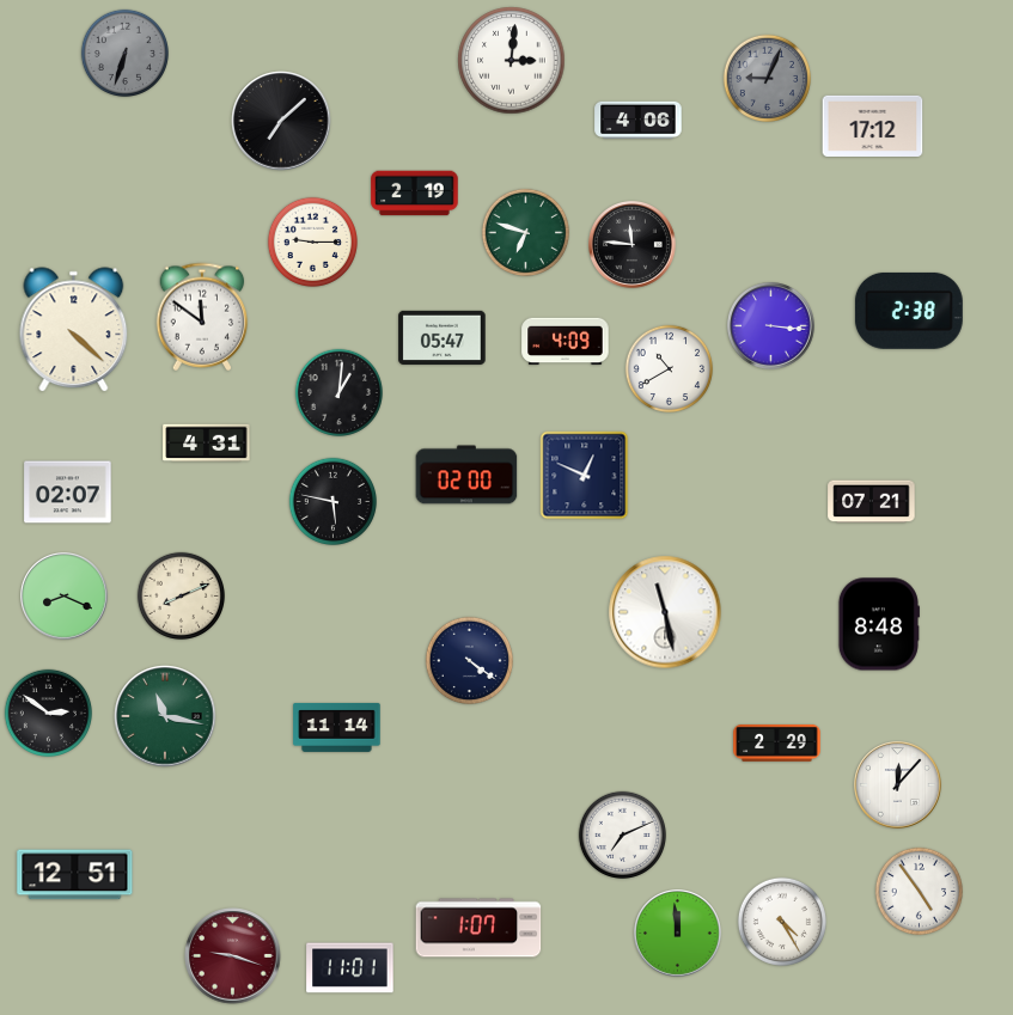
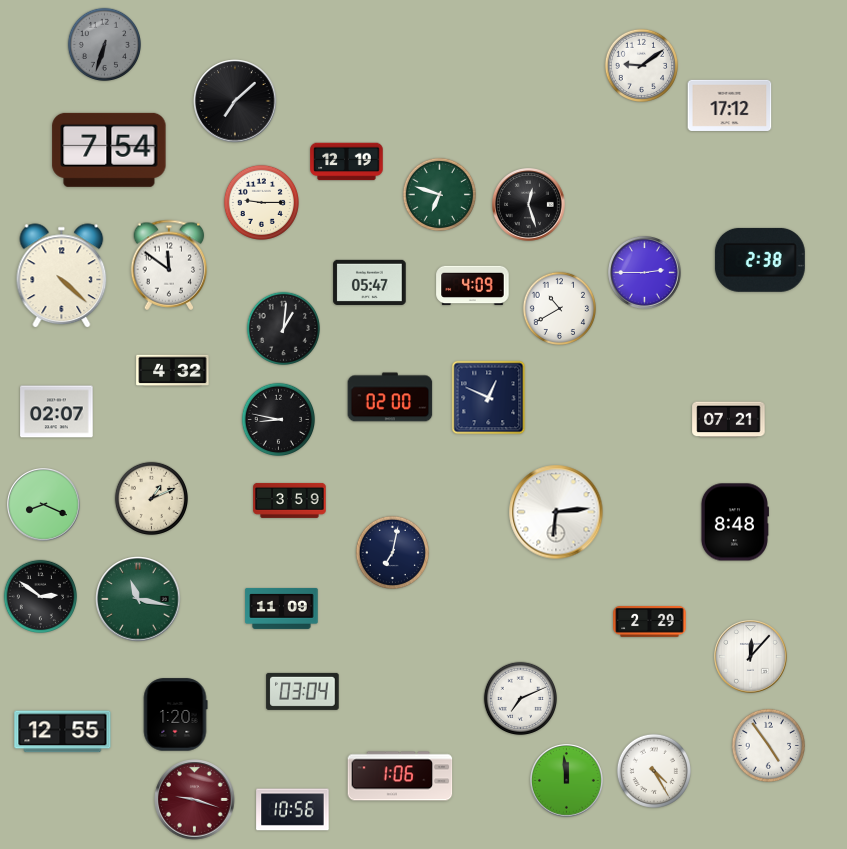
clock at (512, 61): 3:01 -> none
clock at (767, 78): 9:04 -> 9:09
clock at (767, 78) dial: grey -> white
clock at (639, 120): 4:06 -> none
clock at (109, 150): none -> 7:54
clock at (415, 194): 2:19 -> 12:19
clock at (633, 245): 11:46 -> 12:27
clock at (771, 326): 3:16 -> 2:45
clock at (207, 444): 4:31 -> 4:32
clock at (332, 501): 5:47 -> 8:47
clock at (181, 595): 8:11 -> 1:11
clock at (65, 597) position: (65, 597) -> (44, 505)
clock at (290, 500): none -> 3:59
clock at (665, 612): 11:28 -> 6:14
clock at (469, 660): 4:21 -> 7:02
clock at (337, 727): 11:14 -> 11:09
clock at (303, 691): none -> 03:04
clock at (175, 715): none -> 1:20
clock at (75, 875): 12:51 -> 12:55
clock at (478, 928): 1:07 -> 1:06
clock at (350, 968): 11:01 -> 10:56
